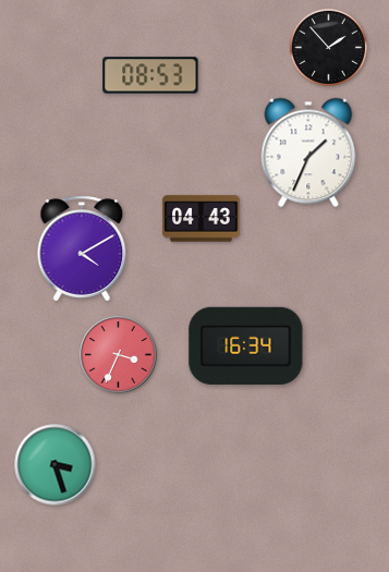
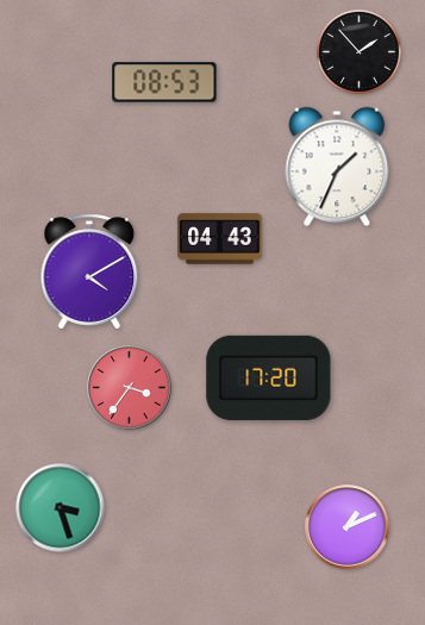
clock at (246, 345): 16:34 -> 17:20
clock at (119, 355): 3:34 -> 3:36
clock at (348, 527): none -> 1:11
